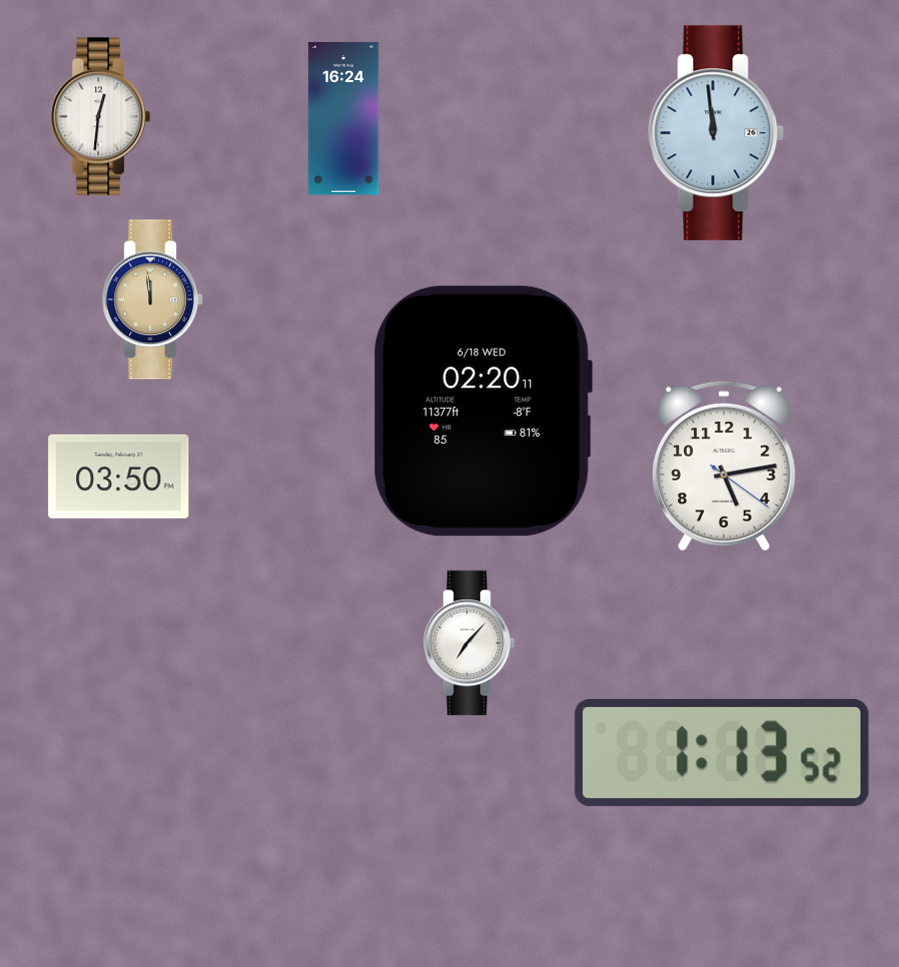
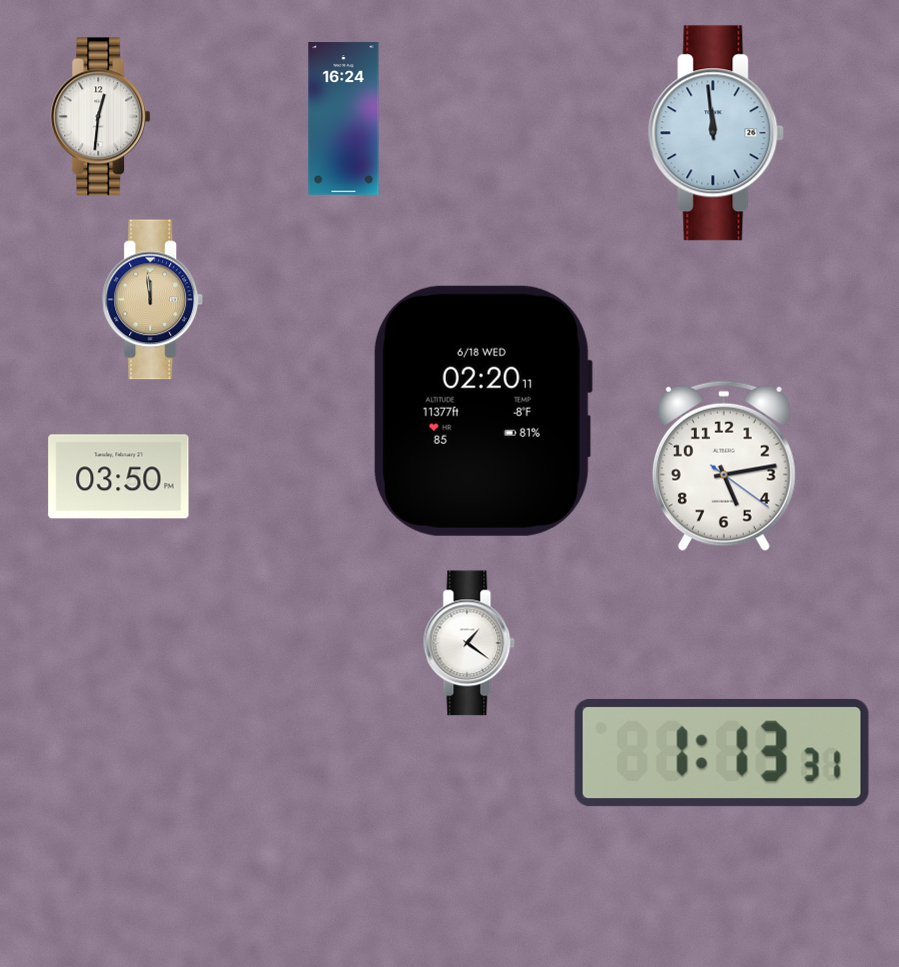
clock at (469, 643): 7:07 -> 1:21
clock at (722, 753): 1:13:52 -> 1:13:31
